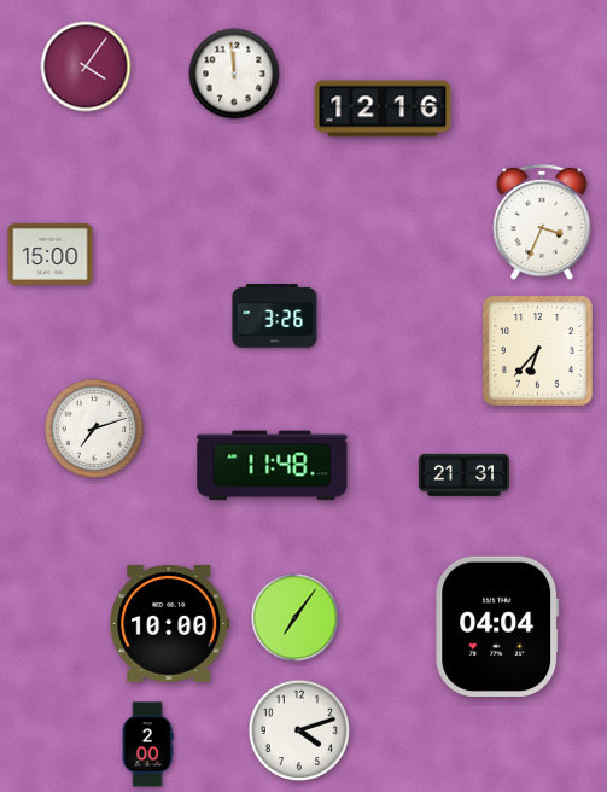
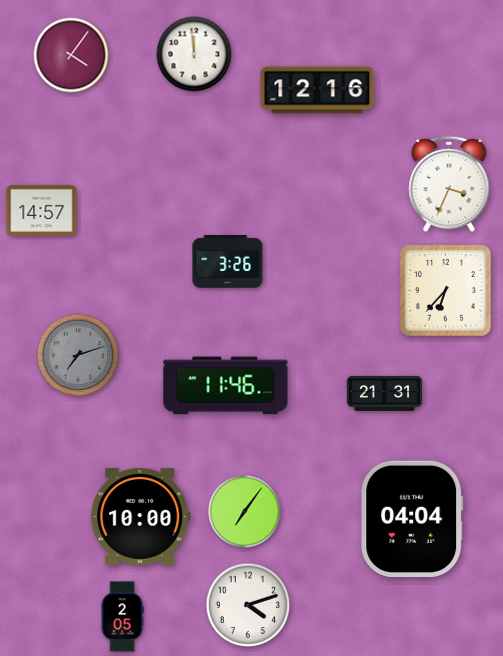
clock at (234, 74) position: (234, 74) -> (194, 54)
clock at (51, 254): 15:00 -> 14:57
clock at (94, 429) dial: white -> grey
clock at (273, 466): 11:48 -> 11:46
clock at (147, 745): 2:00 -> 2:05
